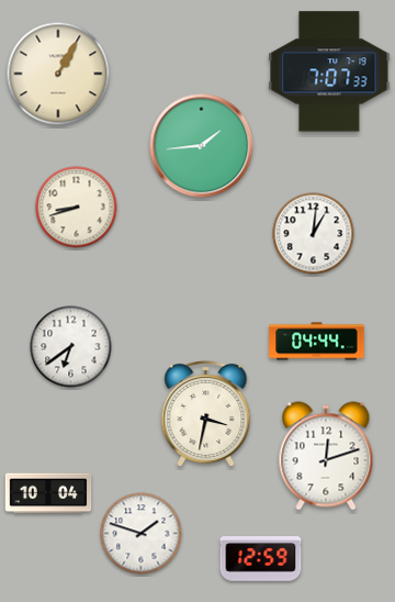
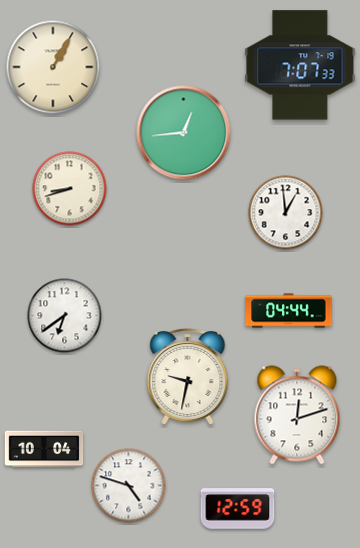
clock at (202, 146): 1:44 -> 12:44
clock at (314, 234): 1:01 -> 12:59
clock at (206, 414): 3:32 -> 9:32
clock at (142, 534): 1:48 -> 4:48
